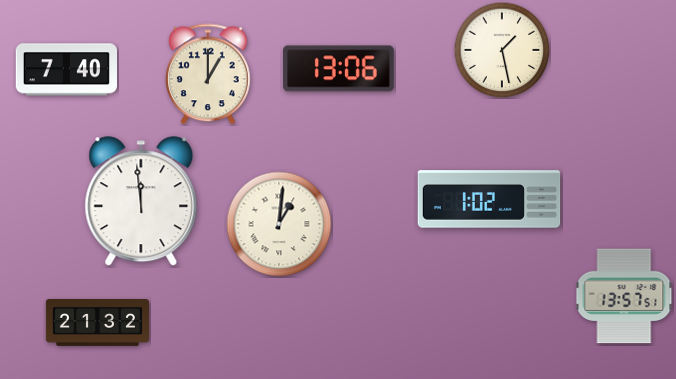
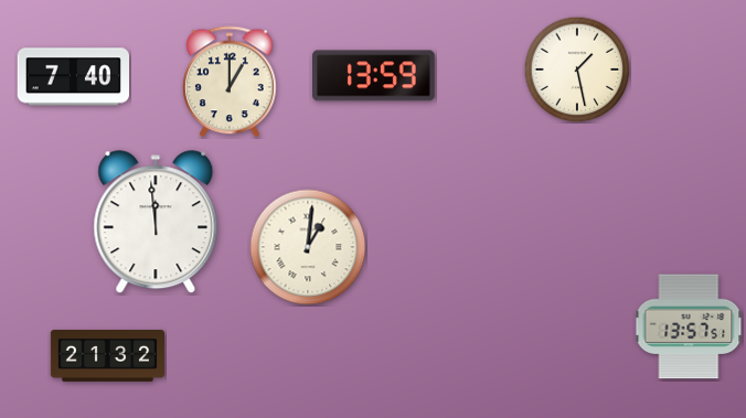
clock at (502, 50) position: (502, 50) -> (577, 69)
clock at (339, 69): 13:06 -> 13:59
clock at (489, 199): 1:02 -> none
